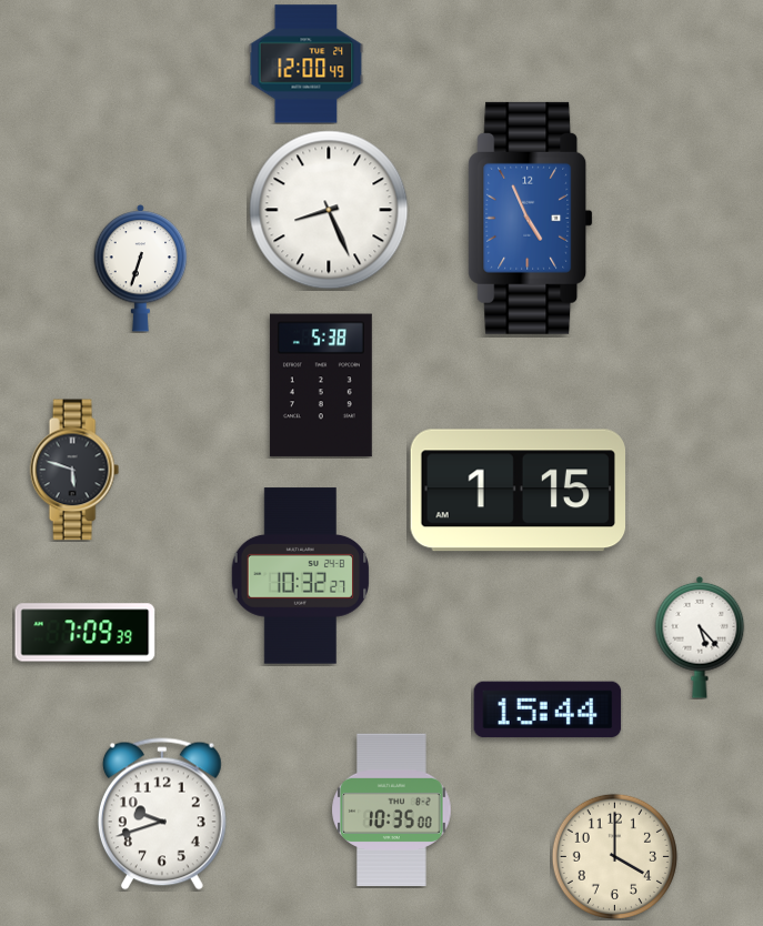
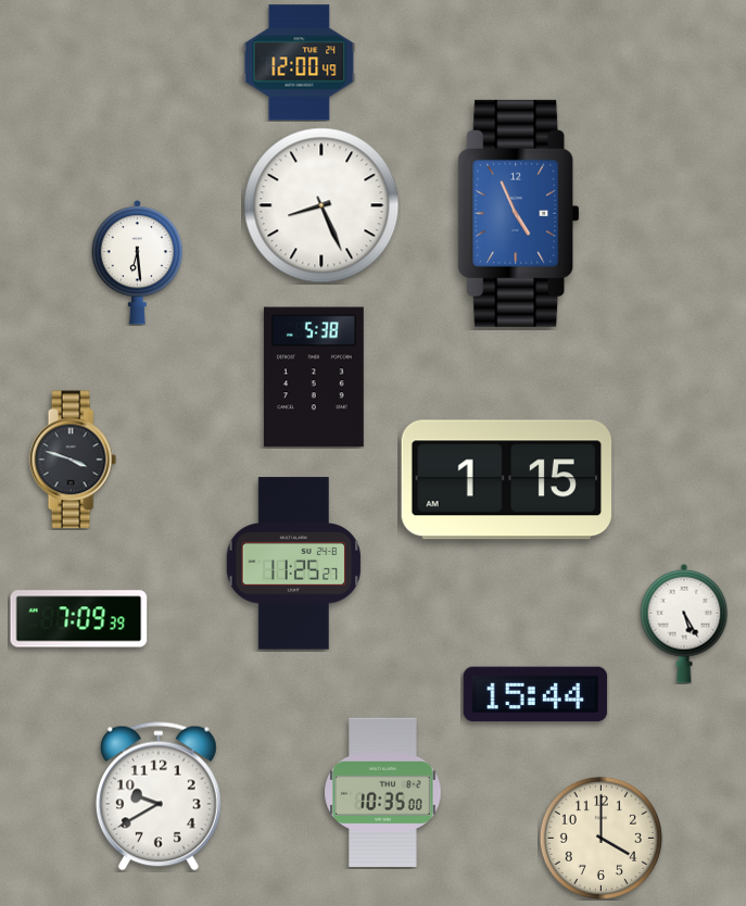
clock at (141, 268): 6:33 -> 6:29
clock at (74, 470): 5:48 -> 3:48
clock at (300, 576): 10:32 -> 11:25
clock at (86, 633) position: (86, 633) -> (79, 619)
clock at (700, 637): 5:23 -> 5:25
clock at (162, 814): 9:42 -> 9:40
